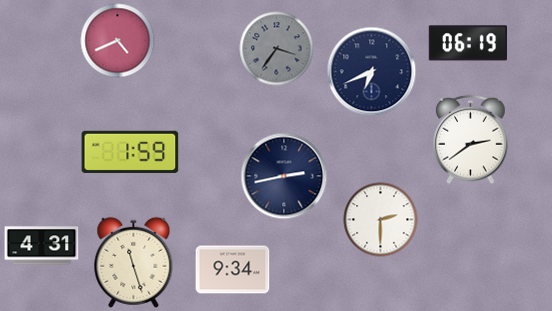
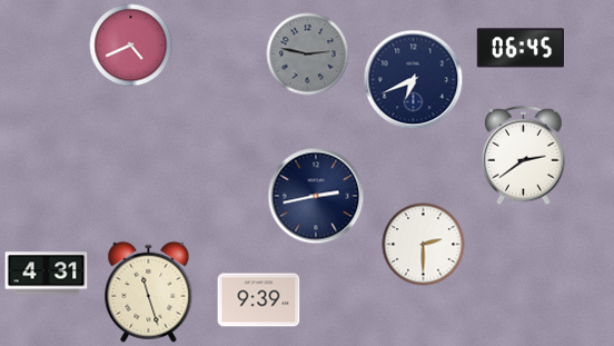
clock at (467, 43): 06:19 -> 06:45
clock at (277, 49): 3:36 -> 2:47
clock at (130, 151): 1:59 -> none
clock at (233, 270): 9:34 -> 9:39
